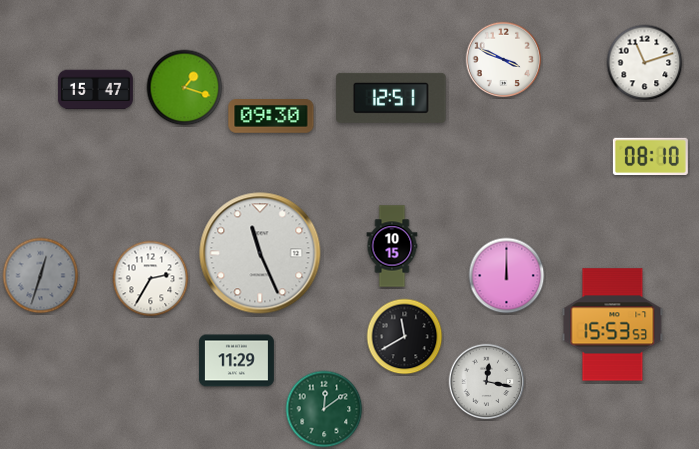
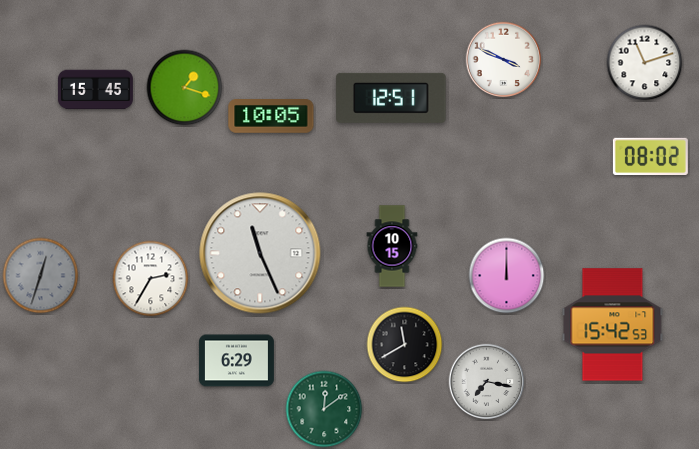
clock at (95, 90): 15:47 -> 15:45
clock at (271, 117): 09:30 -> 10:05
clock at (650, 156): 08:10 -> 08:02
clock at (613, 325): 15:53 -> 15:42
clock at (405, 337) position: (405, 337) -> (405, 345)
clock at (236, 361): 11:29 -> 6:29
clock at (487, 382): 12:17 -> 7:17
